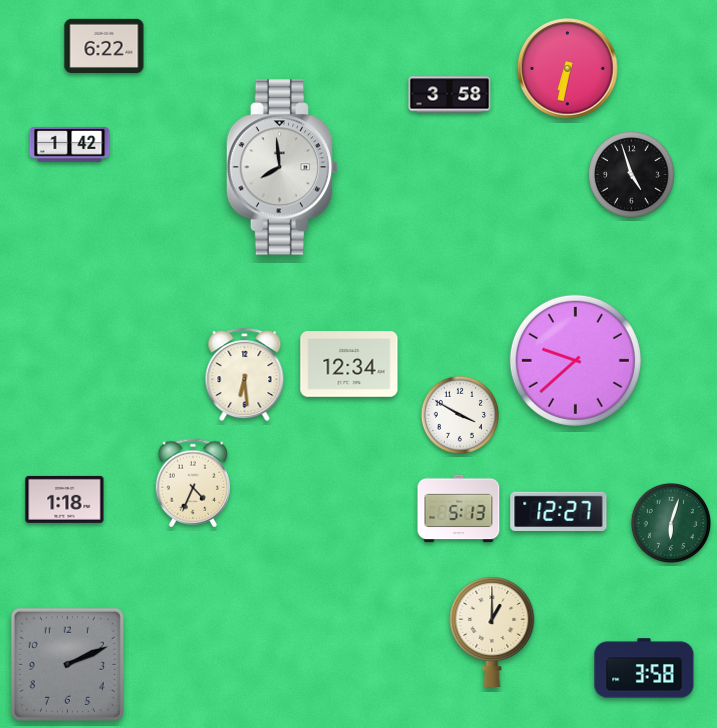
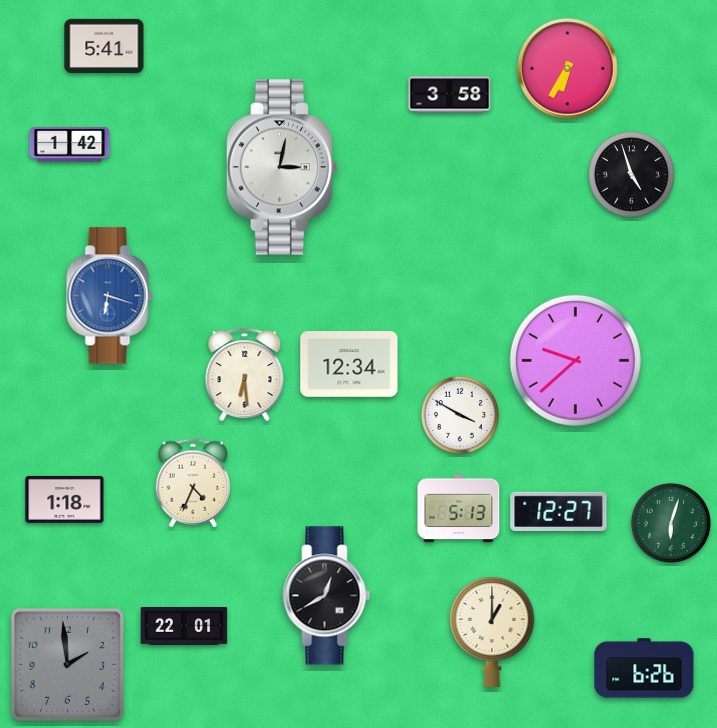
clock at (104, 46): 6:22 -> 5:41
clock at (568, 69): 6:32 -> 6:35
clock at (282, 167): 7:59 -> 3:02
clock at (110, 296): none -> 6:18
clock at (327, 596): none -> 12:40
clock at (184, 626): none -> 22:01
clock at (67, 664): 2:11 -> 1:59
clock at (644, 668): 3:58 -> 6:26
